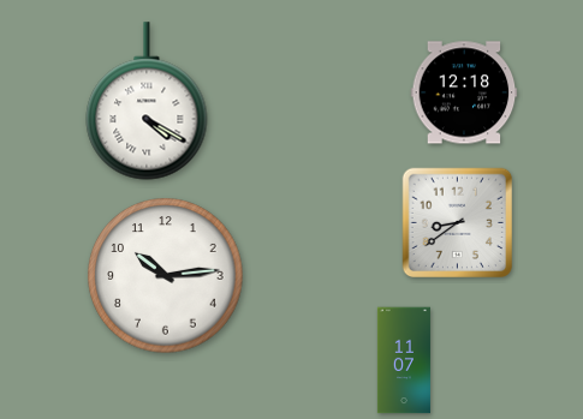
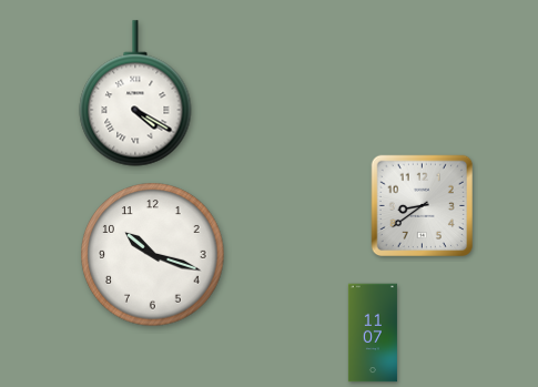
clock at (464, 92): 12:18 -> none
clock at (166, 276): 10:14 -> 10:18
